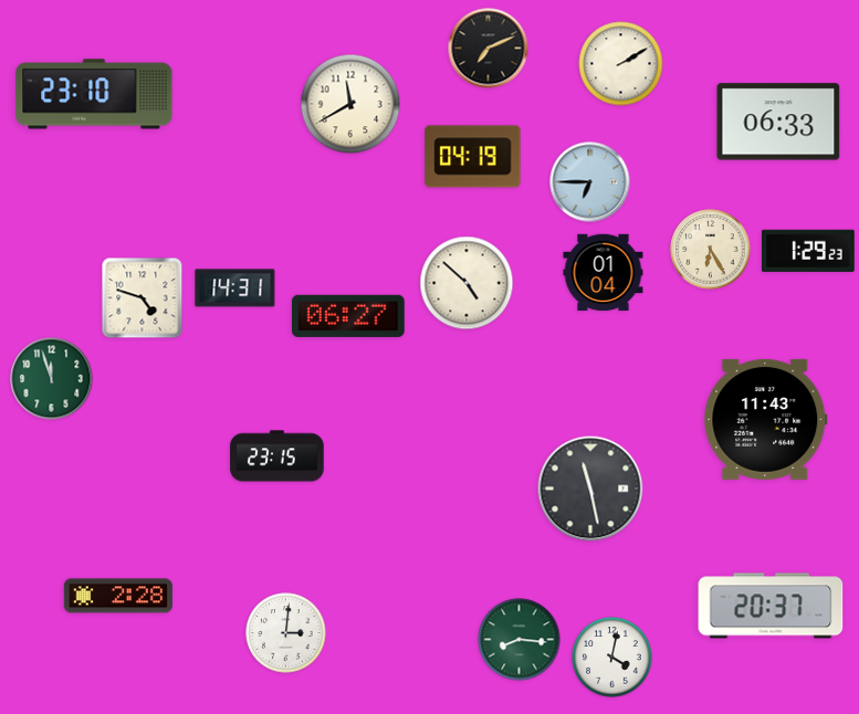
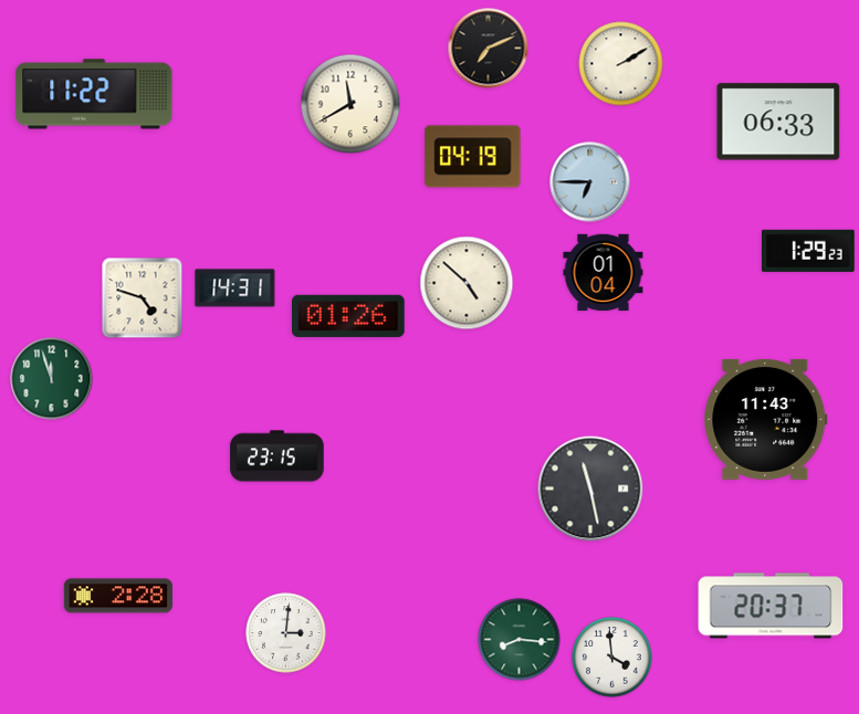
clock at (94, 94): 23:10 -> 11:22
clock at (711, 250): 6:25 -> none
clock at (349, 316): 06:27 -> 01:26
clock at (612, 658): 4:02 -> 3:59
